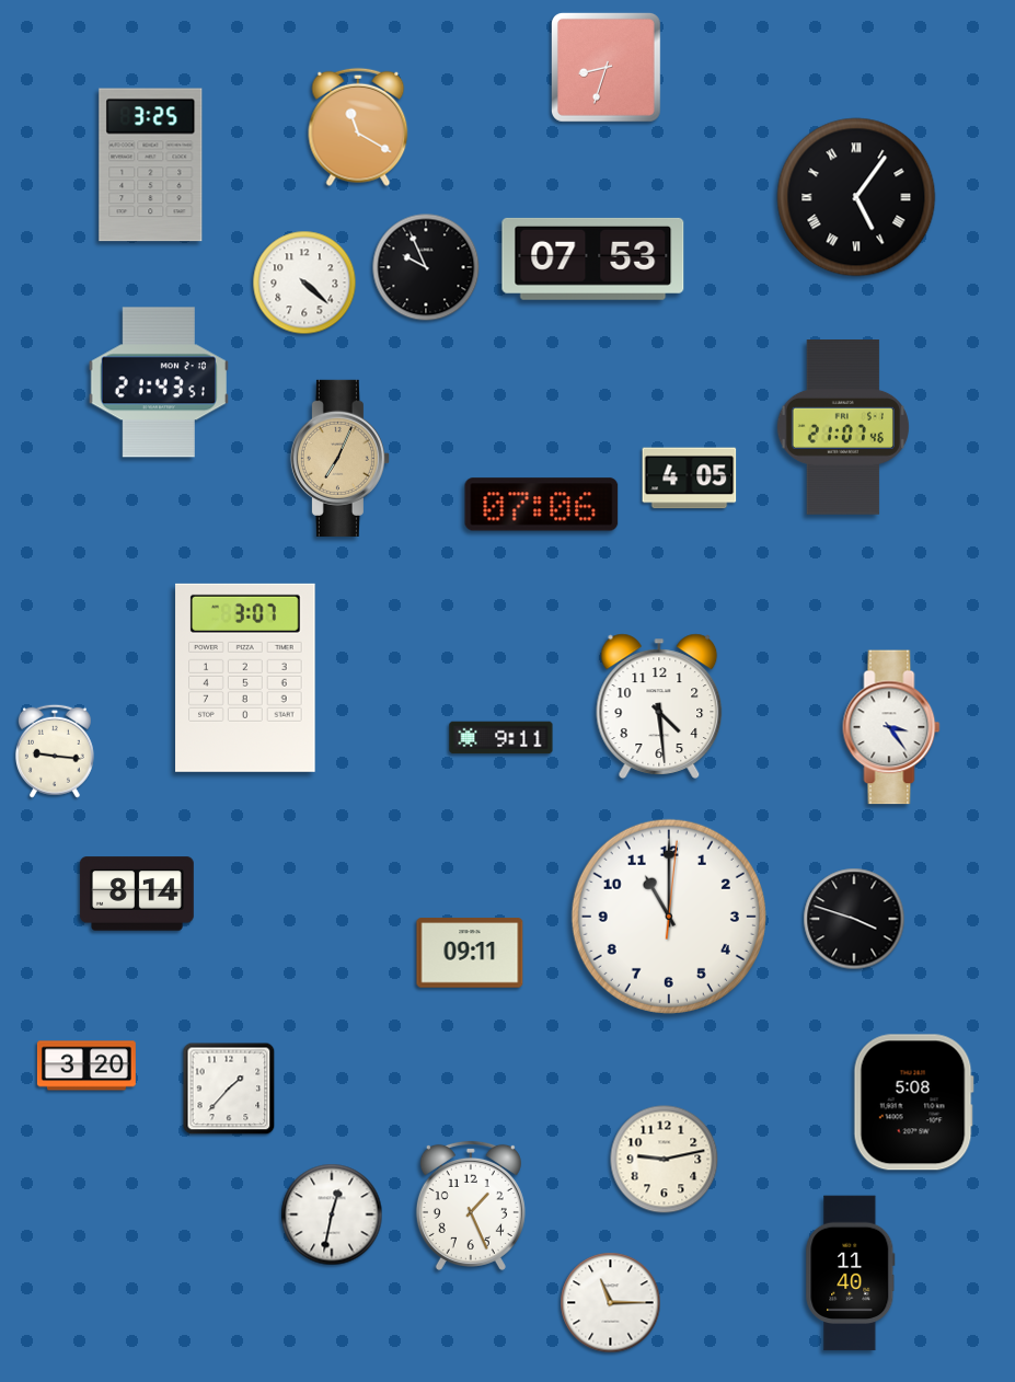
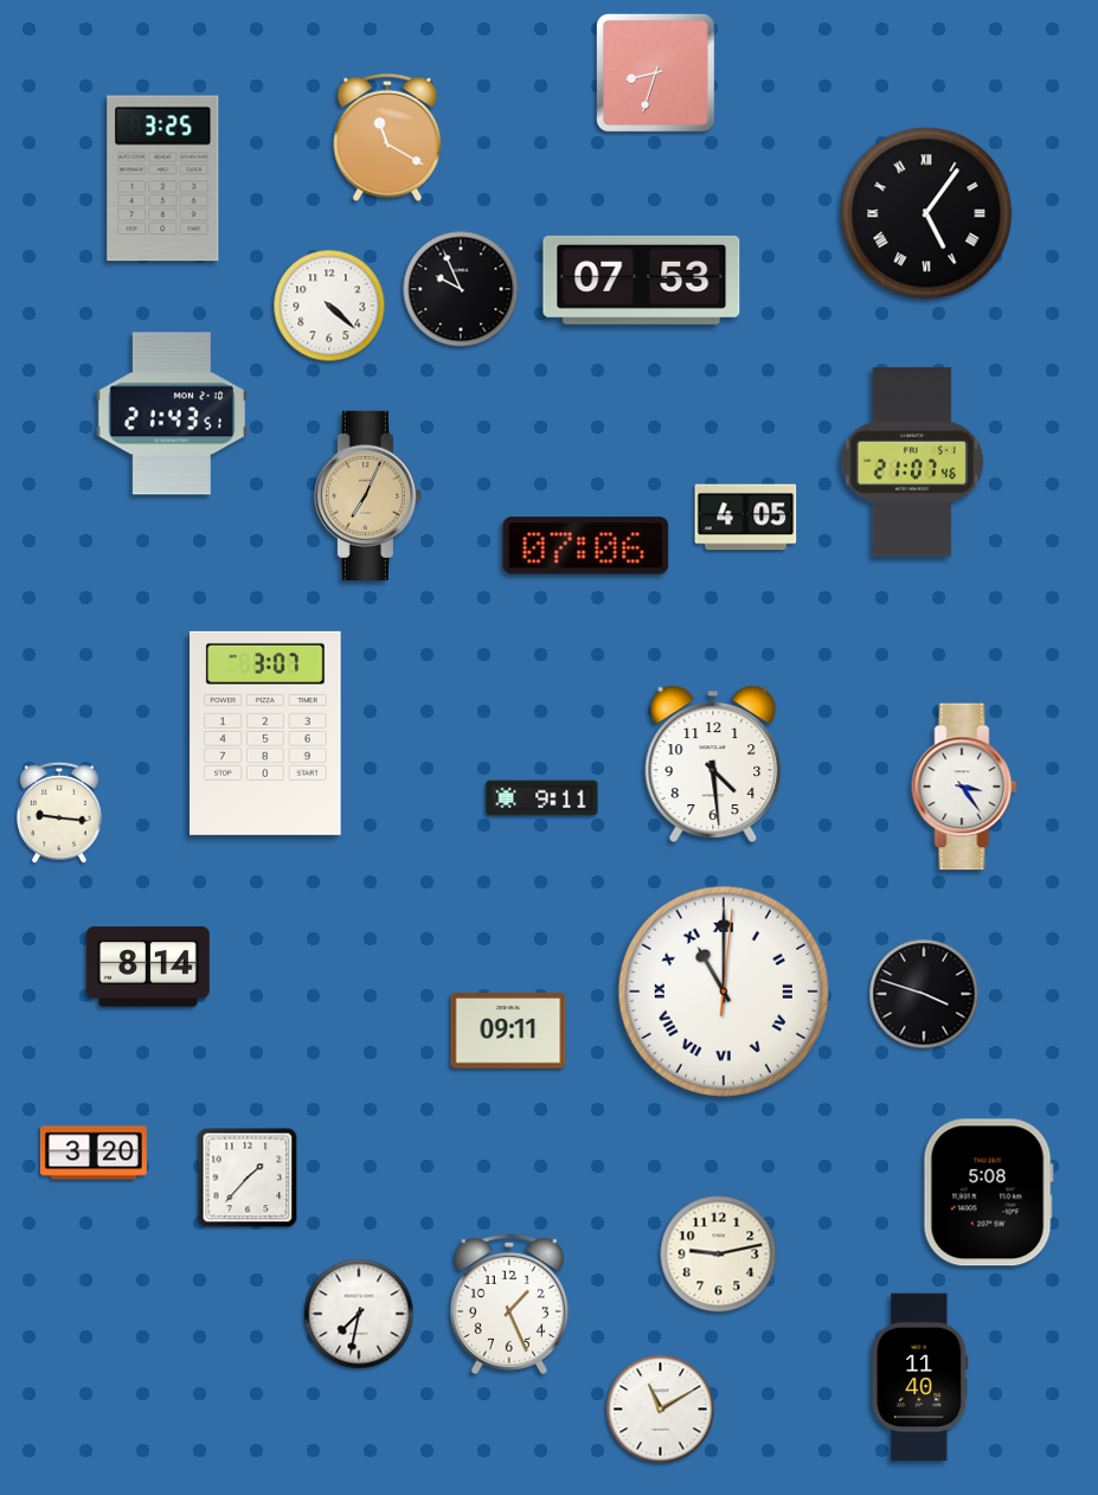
clock at (669, 917) numerals: Arabic -> Roman
clock at (332, 1214): 12:32 -> 7:32
clock at (611, 1303): 11:15 -> 11:10
